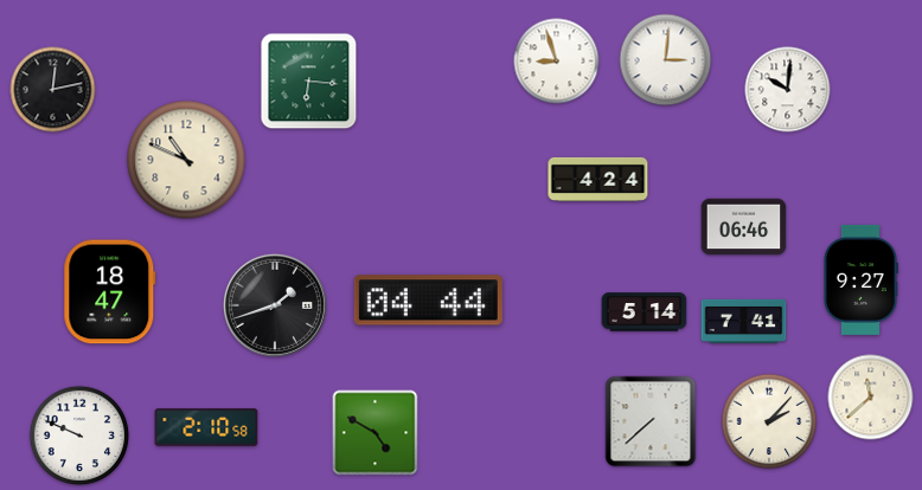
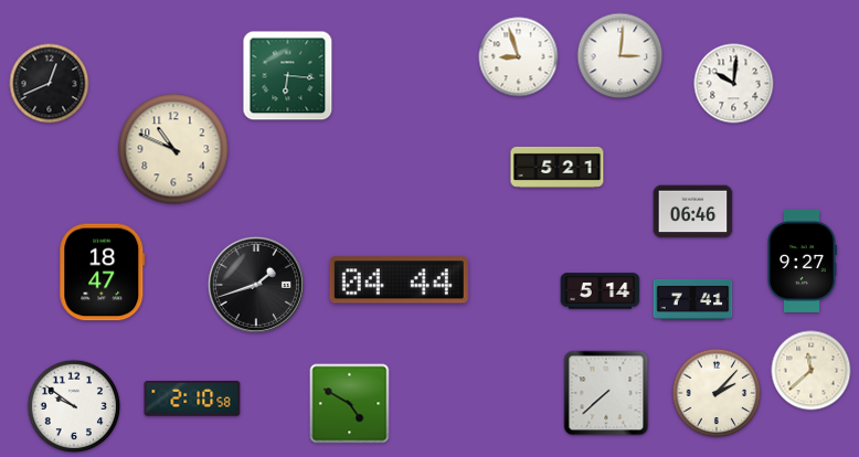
clock at (53, 90): 12:13 -> 12:41
clock at (598, 179): 4:24 -> 5:21
clock at (79, 436): 9:49 -> 9:51
